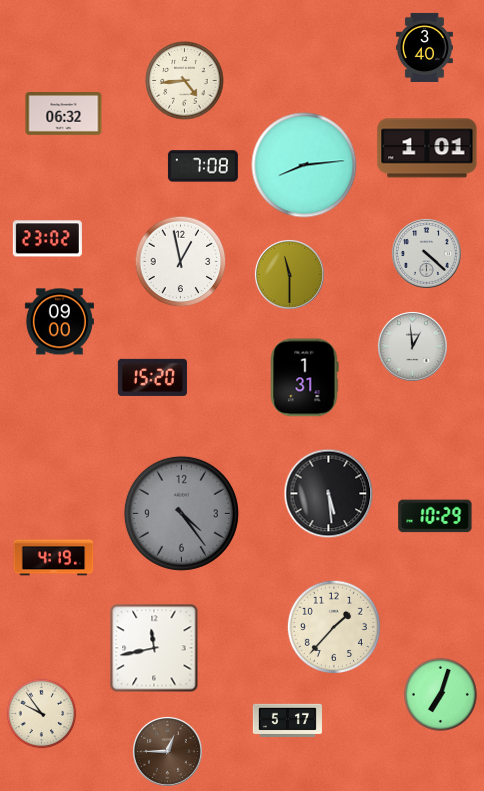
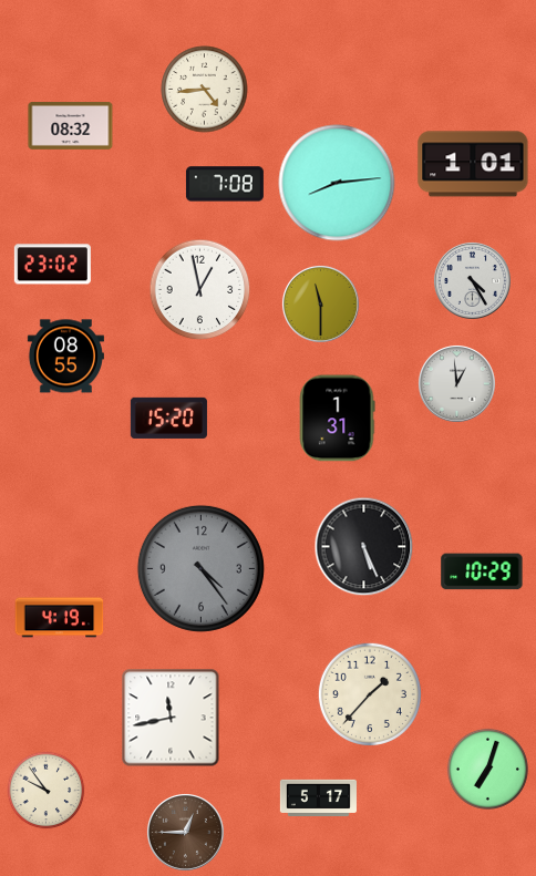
clock at (424, 47): 3:40 -> none
clock at (64, 114): 06:32 -> 08:32
clock at (426, 253): 4:22 -> 4:25
clock at (59, 322): 09:00 -> 08:55
clock at (329, 494): 5:29 -> 5:26
